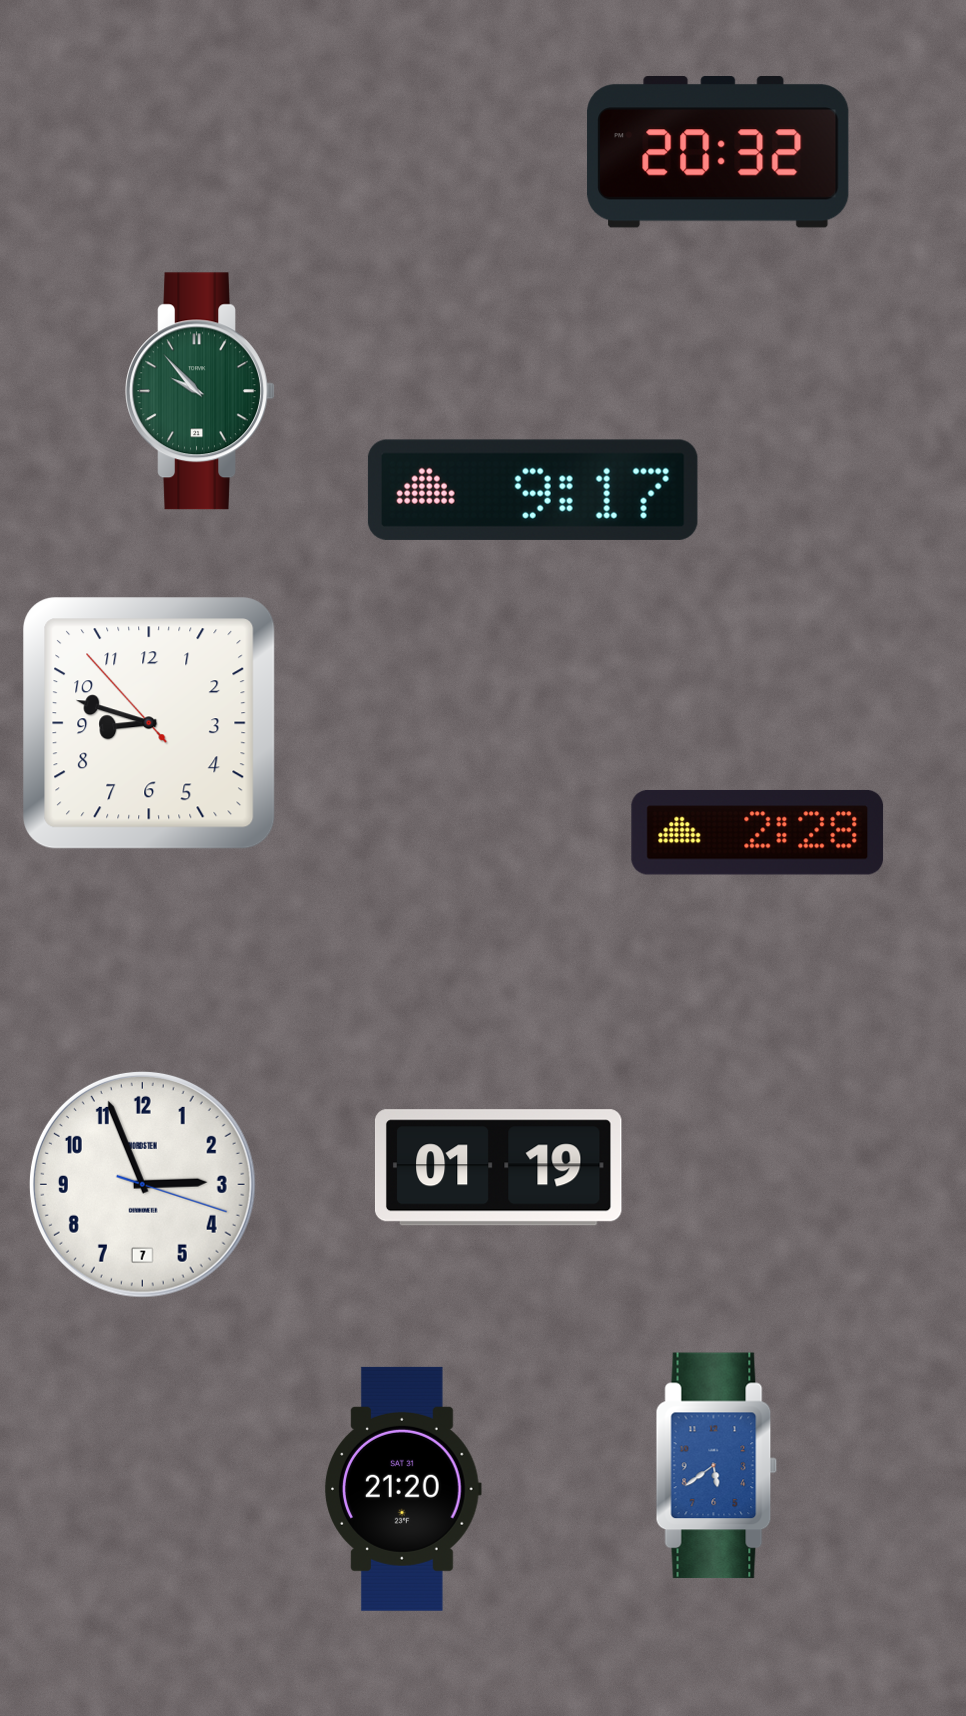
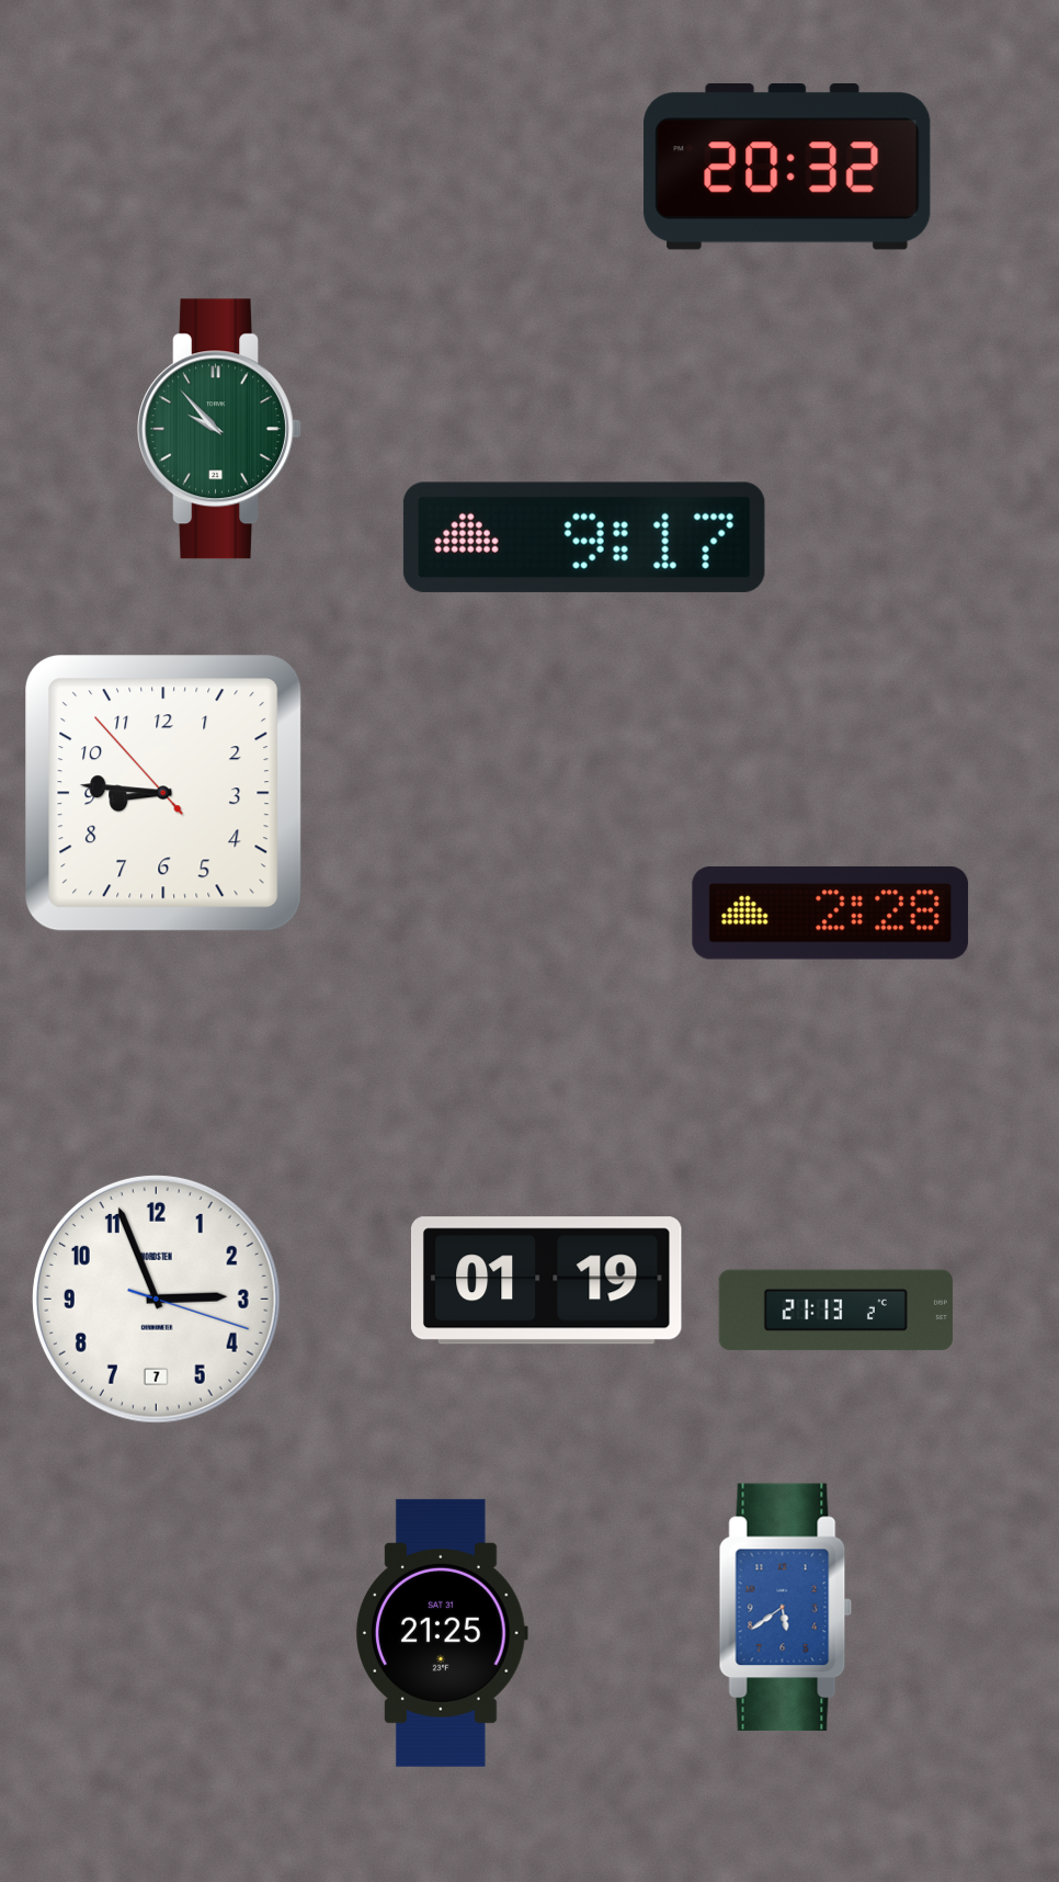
clock at (149, 723): 8:47 -> 8:45
clock at (835, 1311): none -> 21:13
clock at (403, 1489): 21:20 -> 21:25
